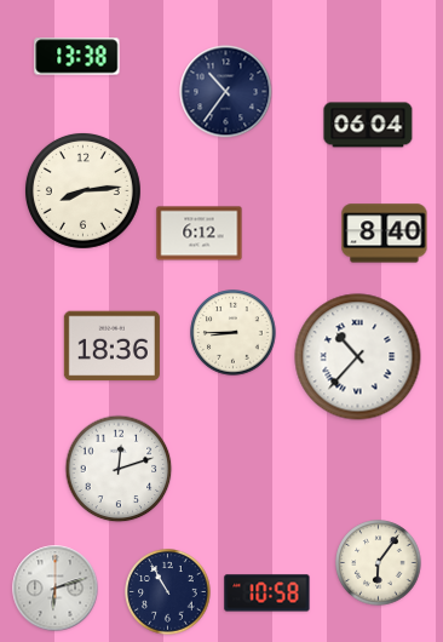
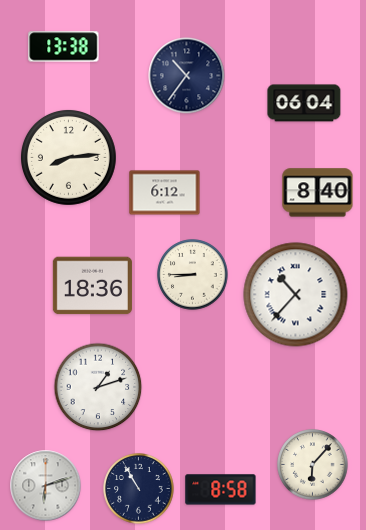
clock at (119, 469): 12:12 -> 1:12
clock at (379, 563): 6:06 -> 6:07
clock at (267, 594): 10:58 -> 8:58
